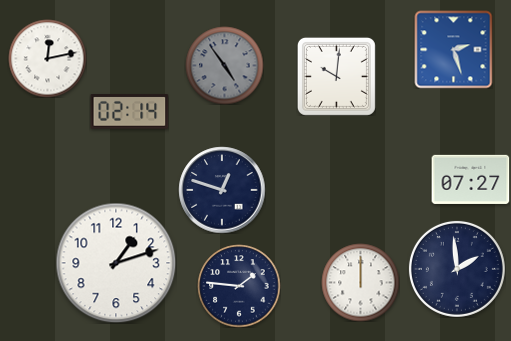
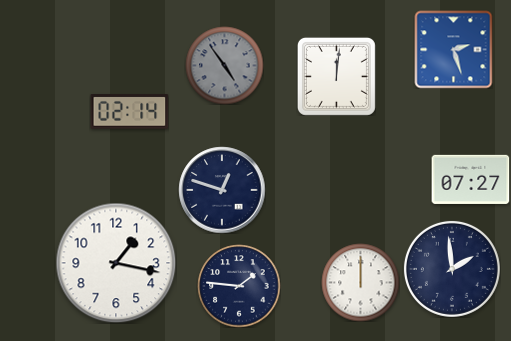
clock at (47, 58): 12:13 -> none
clock at (336, 76): 10:01 -> 12:01
clock at (116, 263): 1:12 -> 1:17
clock at (457, 269) position: (457, 269) -> (452, 269)
